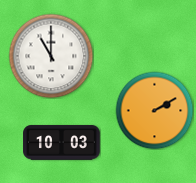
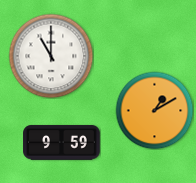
clock at (154, 110): 2:10 -> 1:10
clock at (62, 143): 10:03 -> 9:59
